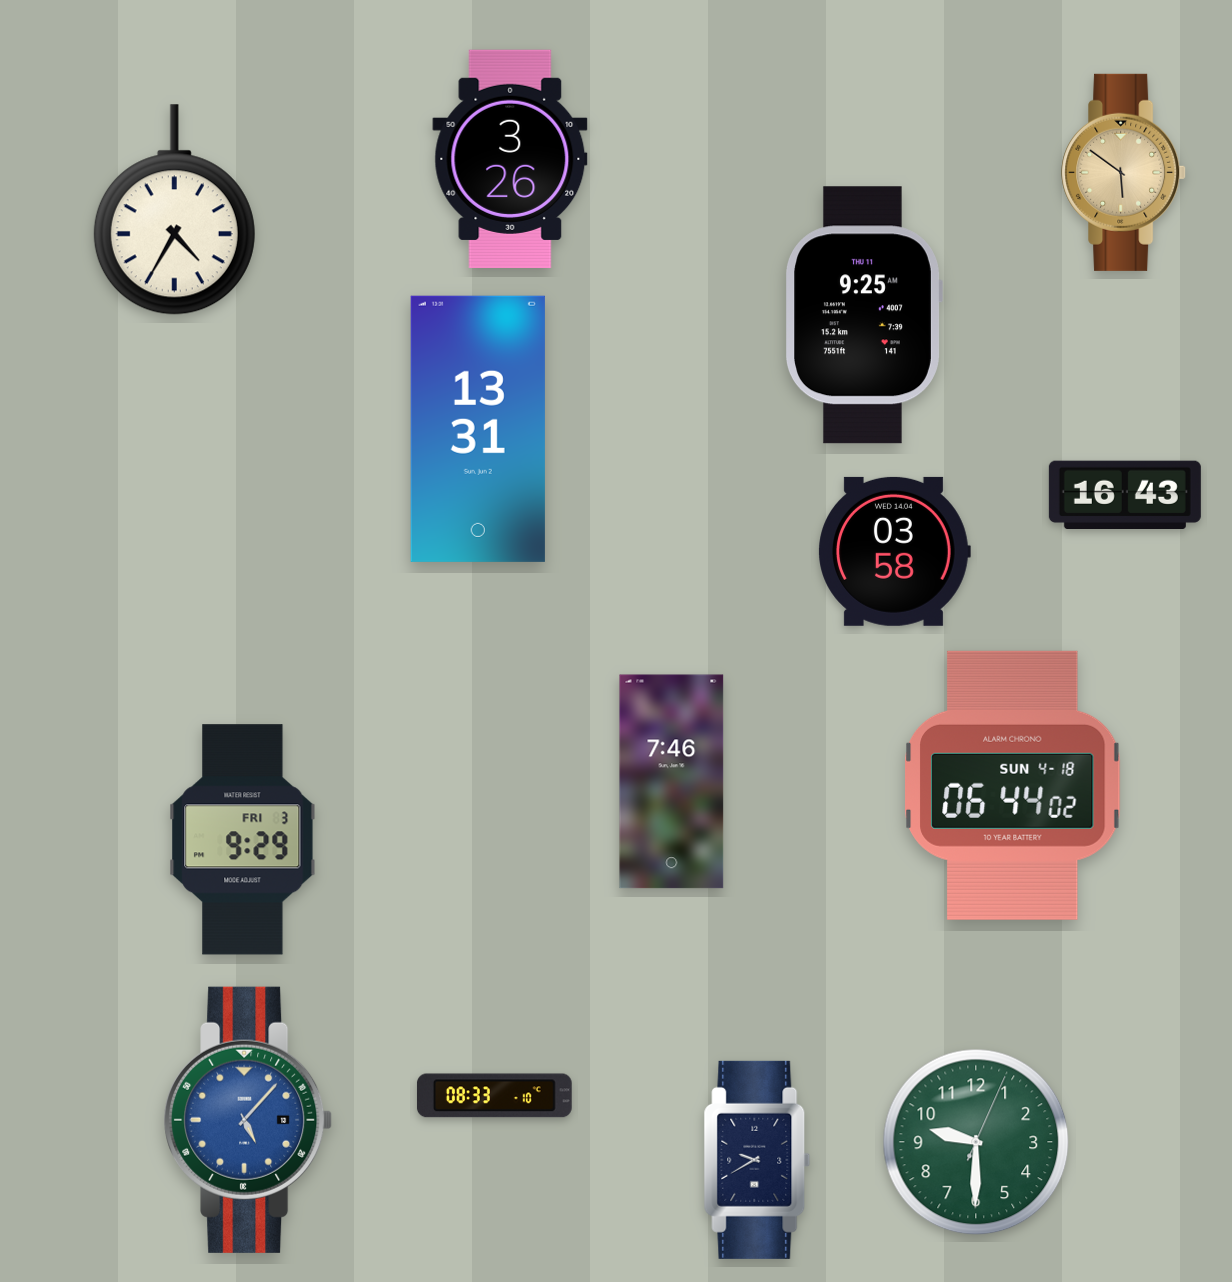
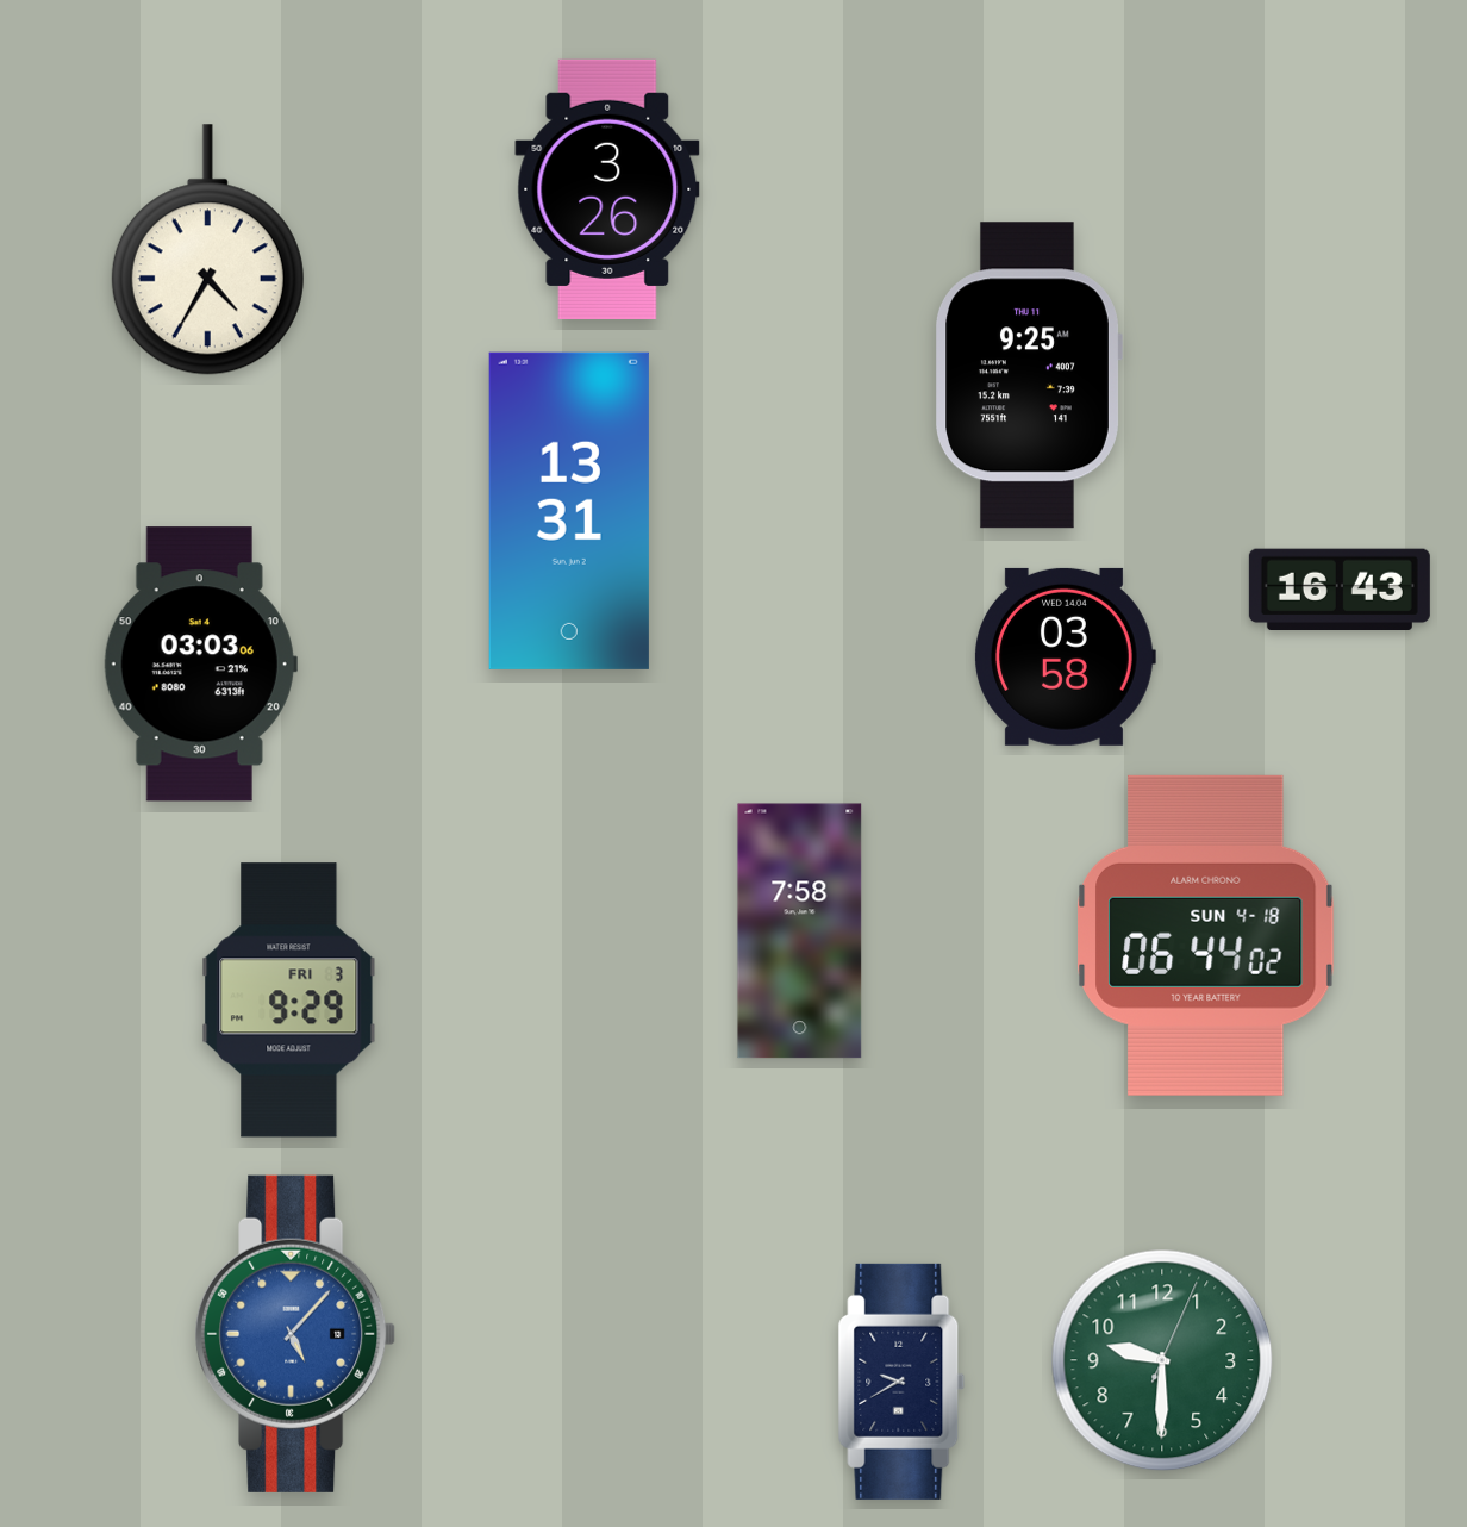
clock at (1124, 172): 5:51 -> none
clock at (200, 665): none -> 03:03
clock at (672, 782): 7:46 -> 7:58
clock at (494, 1096): 08:33 -> none
